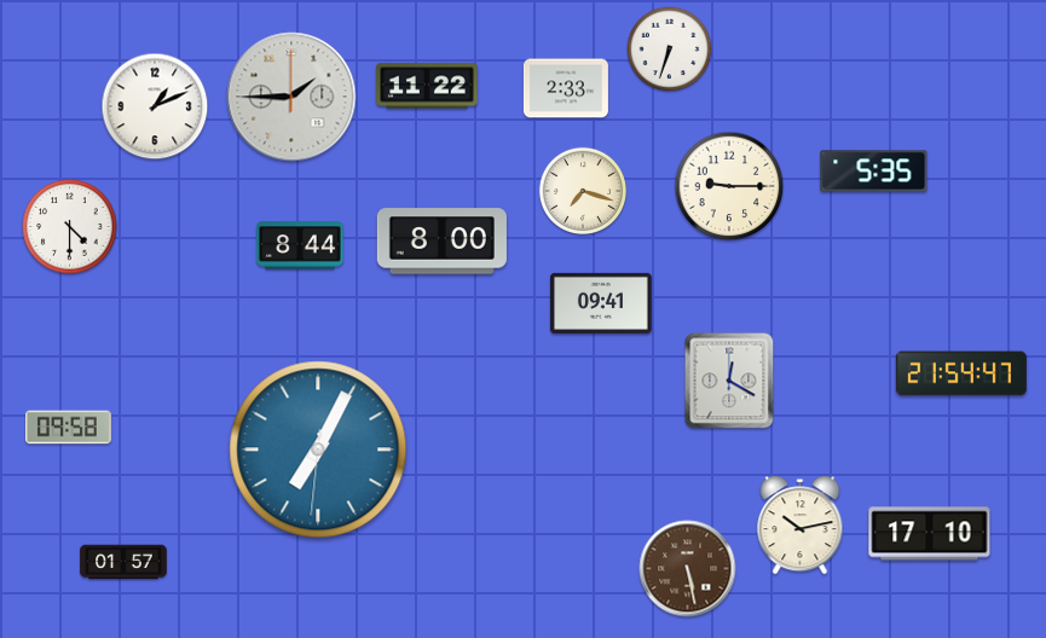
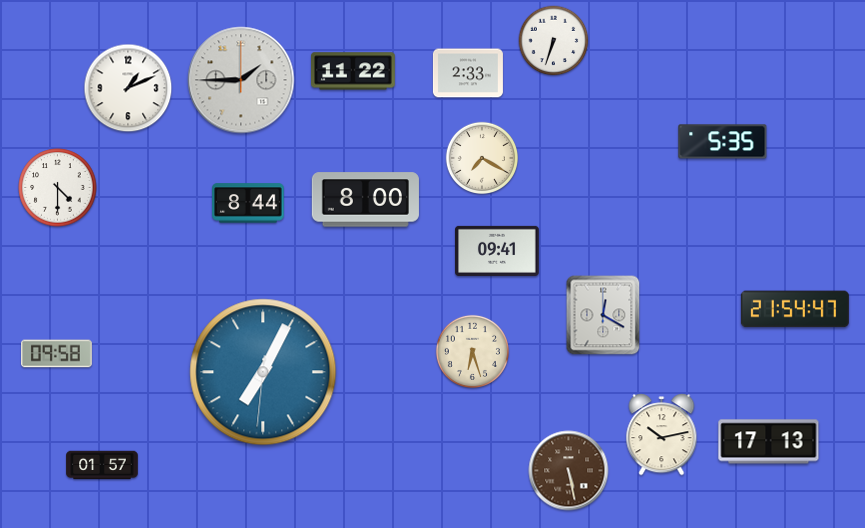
clock at (729, 186): 9:15 -> none
clock at (582, 190): 7:18 -> 7:20
clock at (472, 351): none -> 6:27
clock at (930, 534): 17:10 -> 17:13
